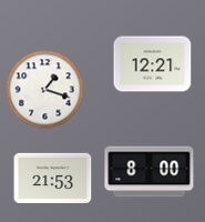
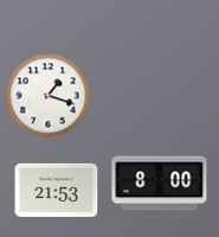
clock at (153, 64): 12:21 -> none
